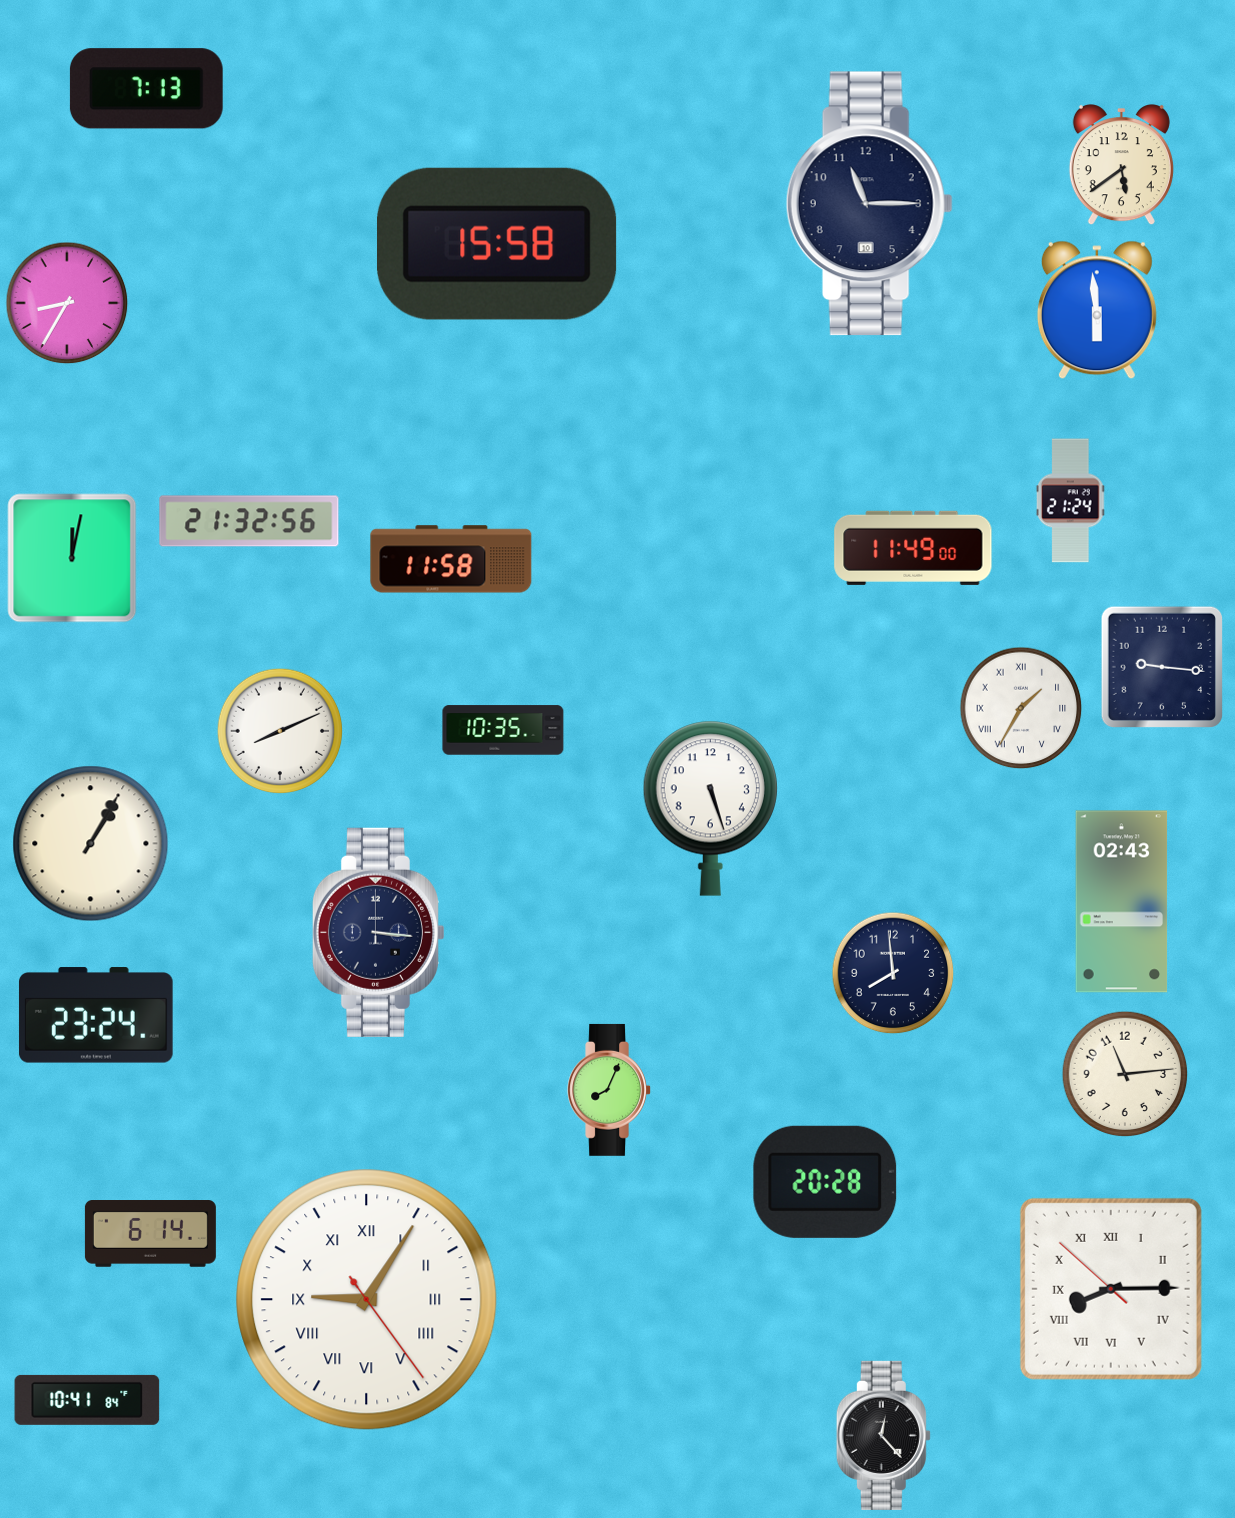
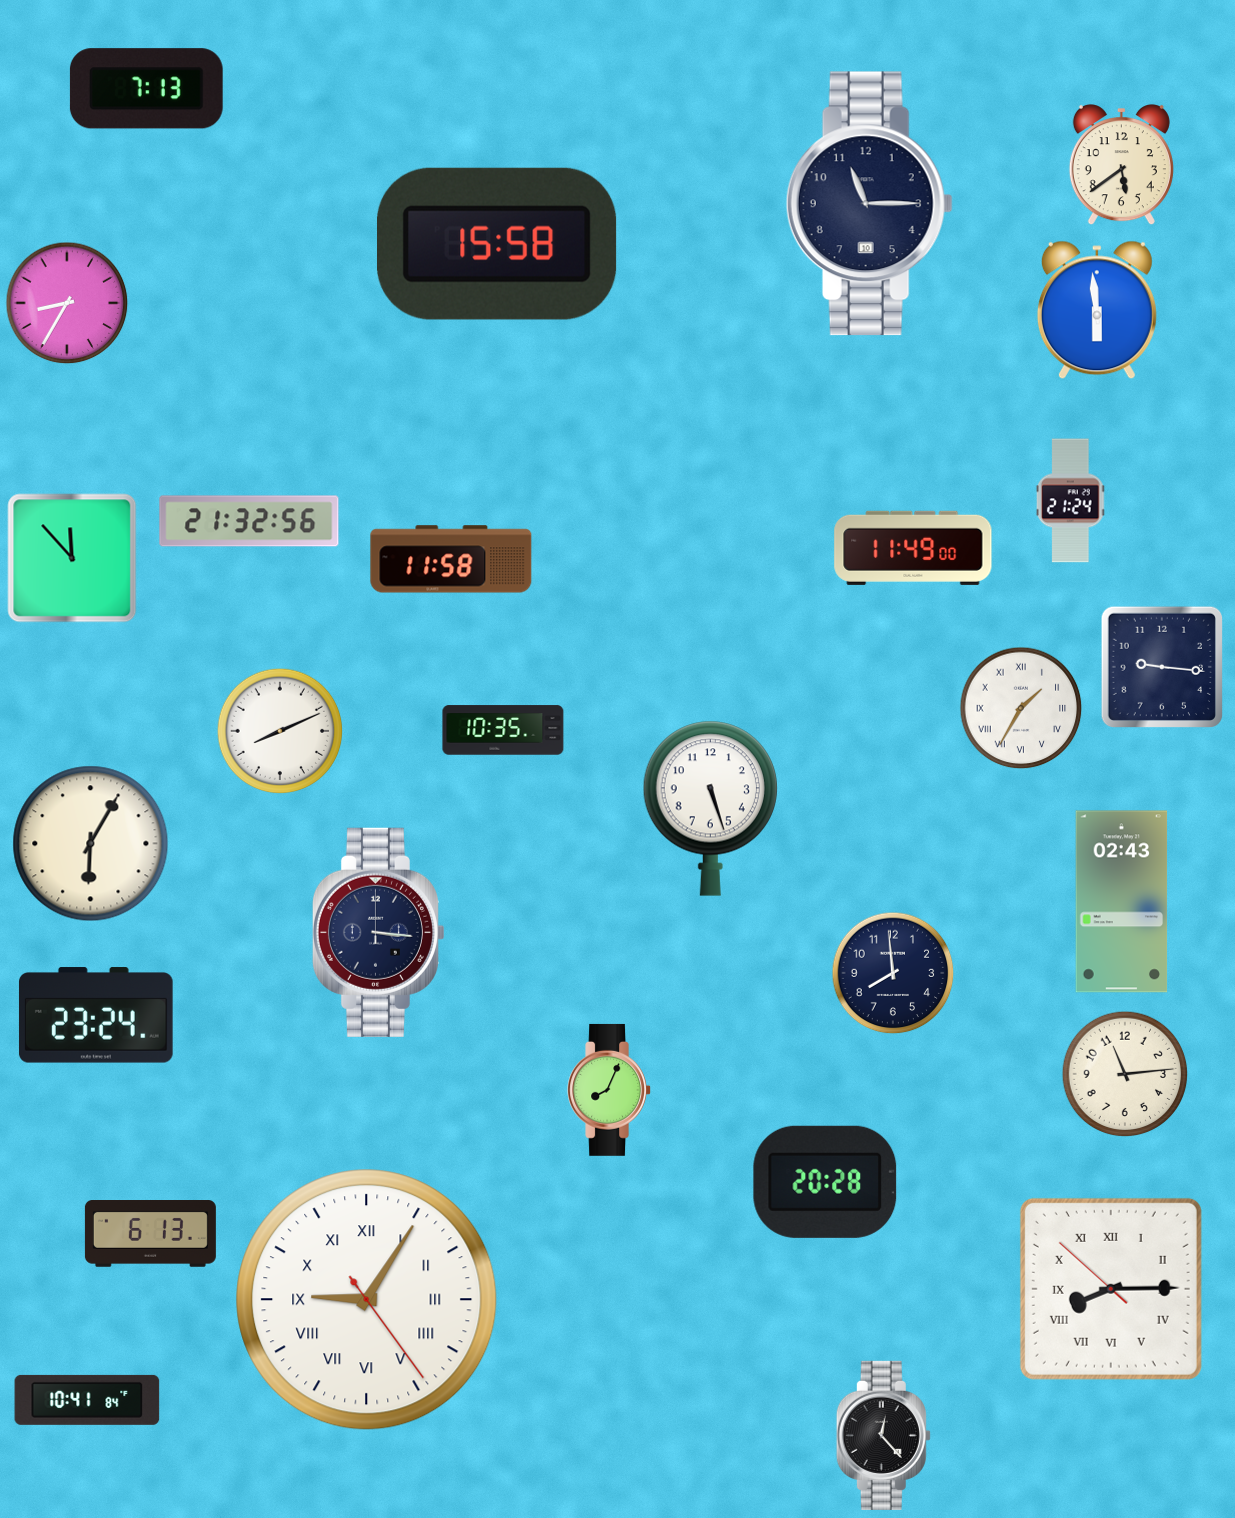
clock at (72, 558): 12:02 -> 11:53
clock at (91, 844): 1:05 -> 6:05
clock at (150, 1234): 6:14 -> 6:13
